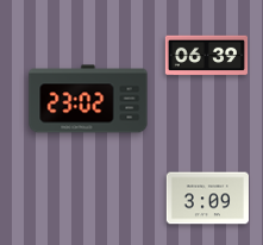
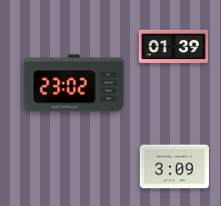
clock at (206, 56): 06:39 -> 01:39
